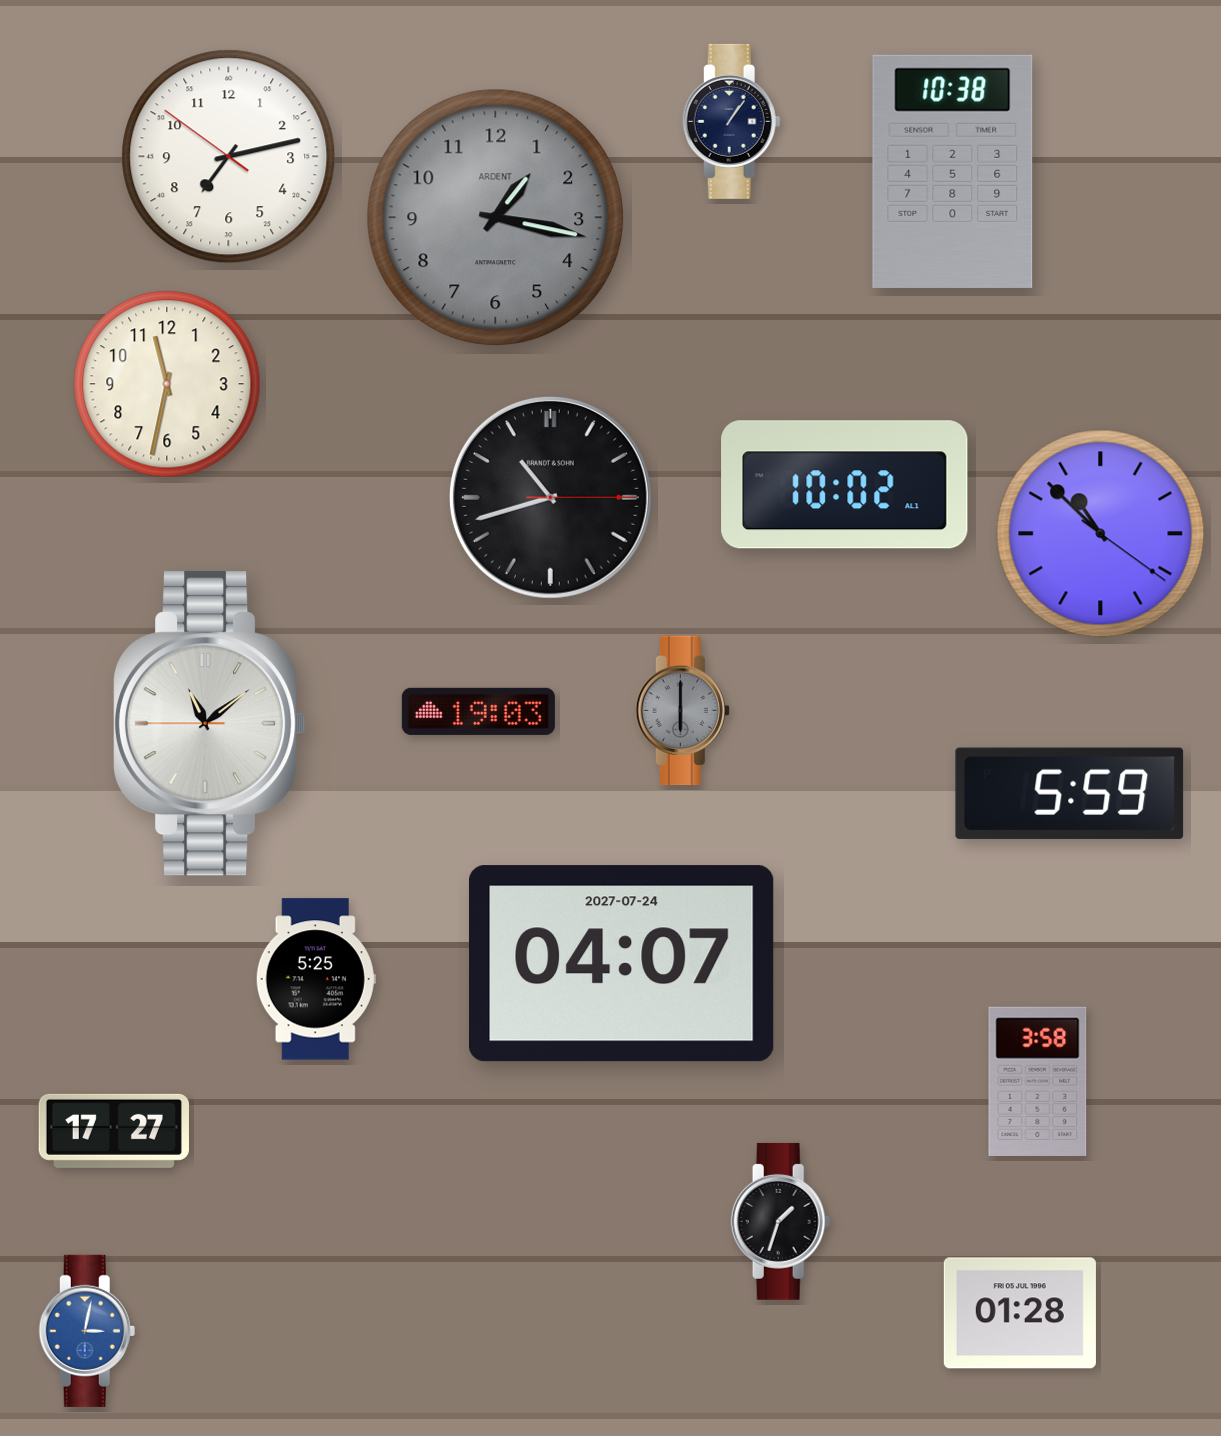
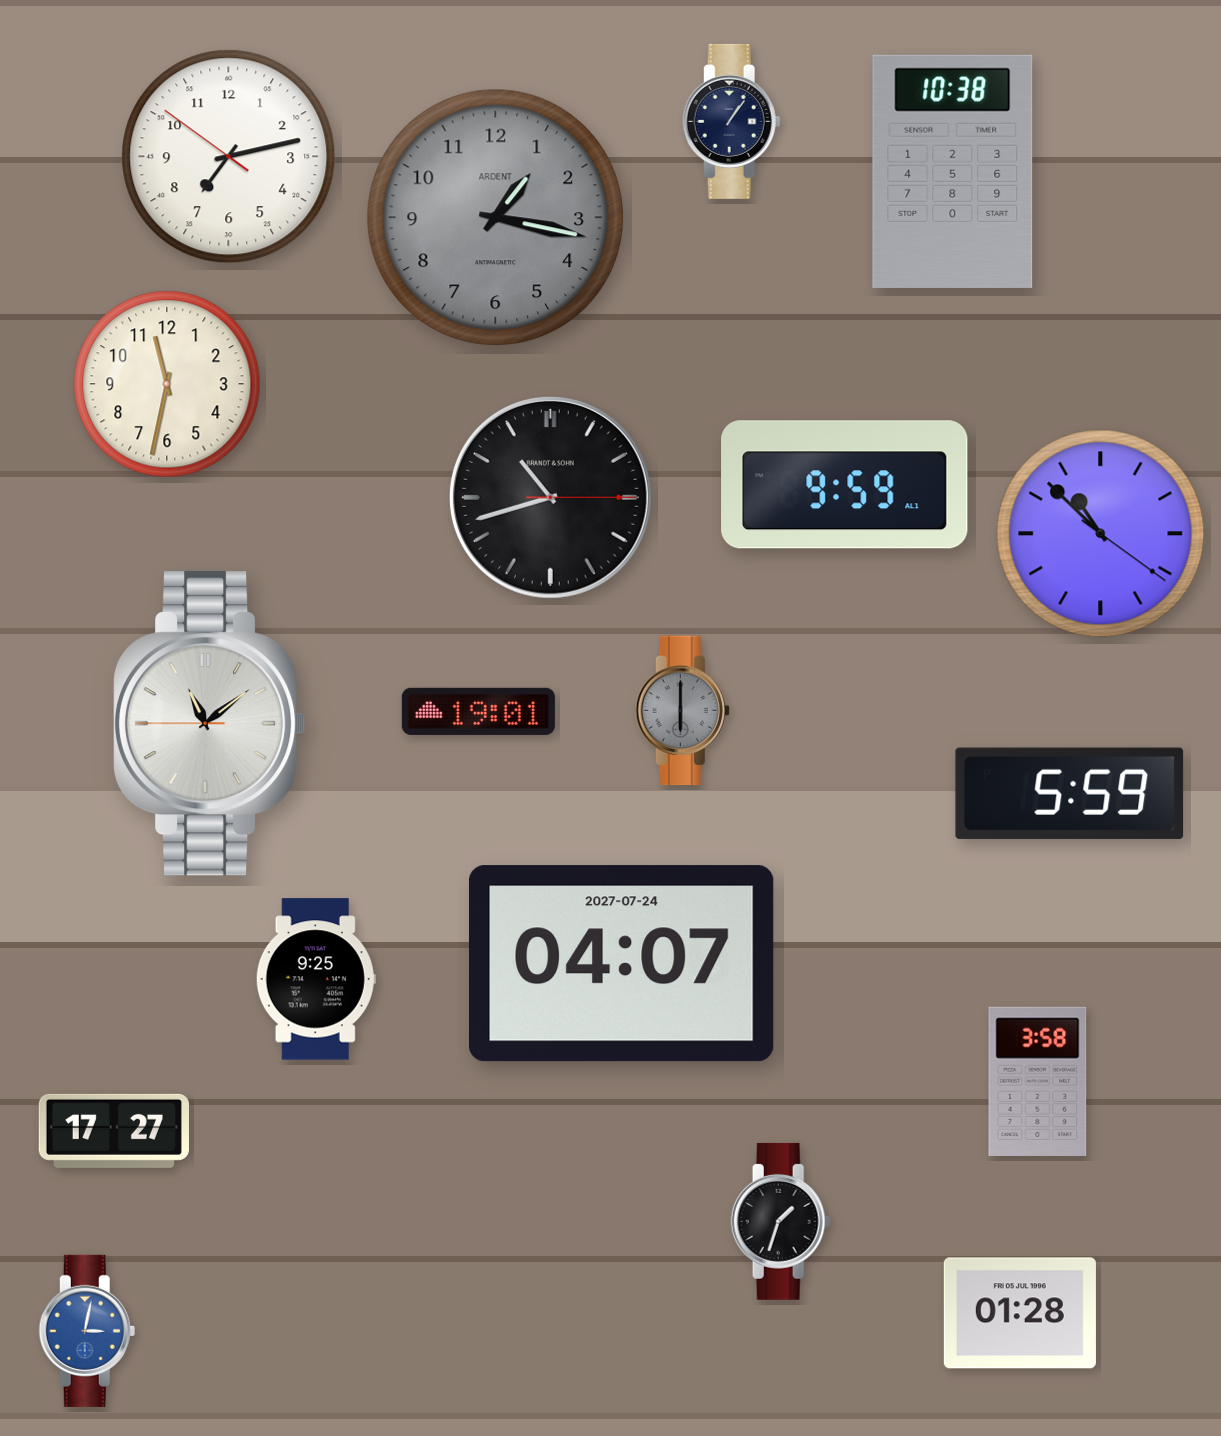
clock at (845, 485): 10:02 -> 9:59
clock at (478, 711): 19:03 -> 19:01
clock at (316, 979): 5:25 -> 9:25
